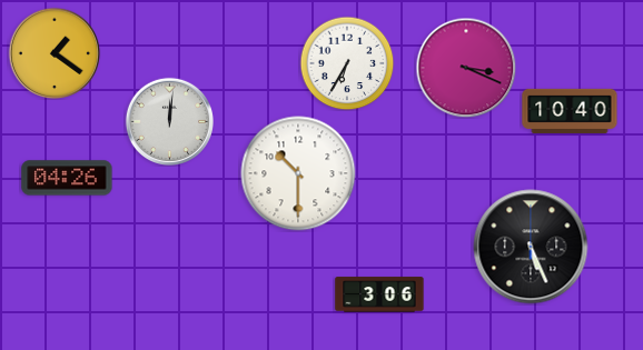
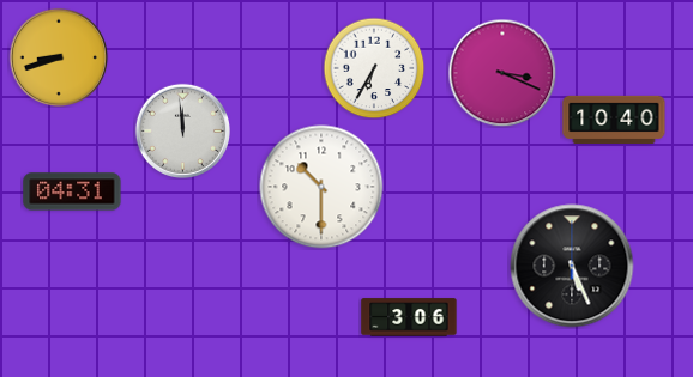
clock at (55, 53): 1:21 -> 8:42
clock at (169, 121): 12:01 -> 11:59
clock at (67, 178): 04:26 -> 04:31
